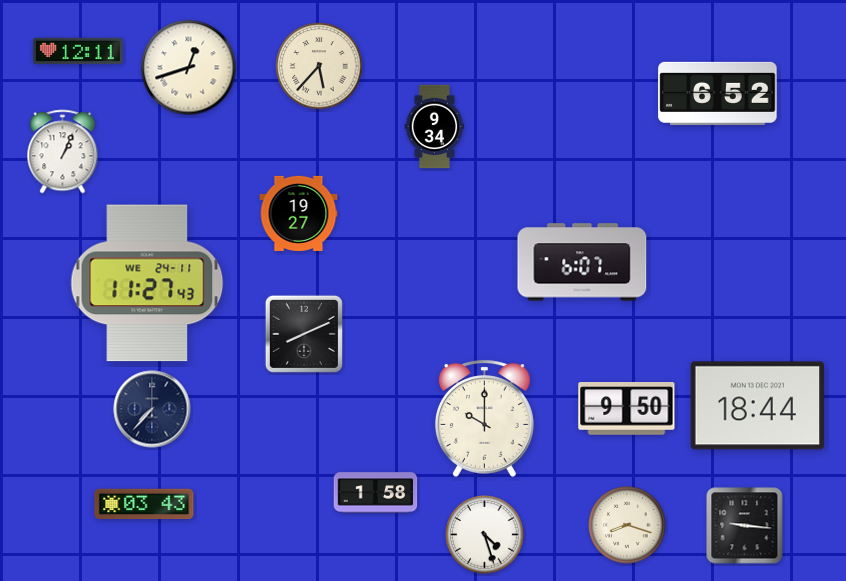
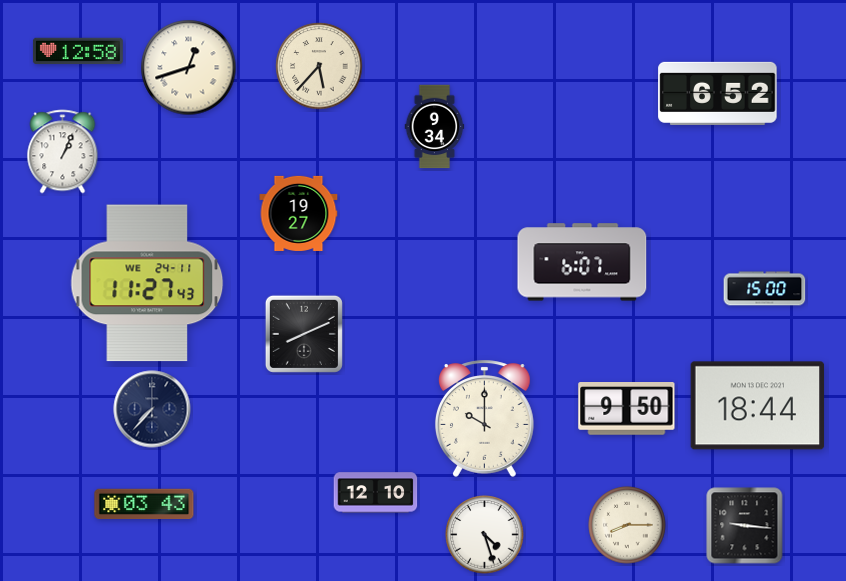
clock at (78, 51): 12:11 -> 12:58
clock at (765, 289): none -> 15:00
clock at (376, 493): 1:58 -> 12:10
clock at (627, 525): 8:18 -> 8:15
